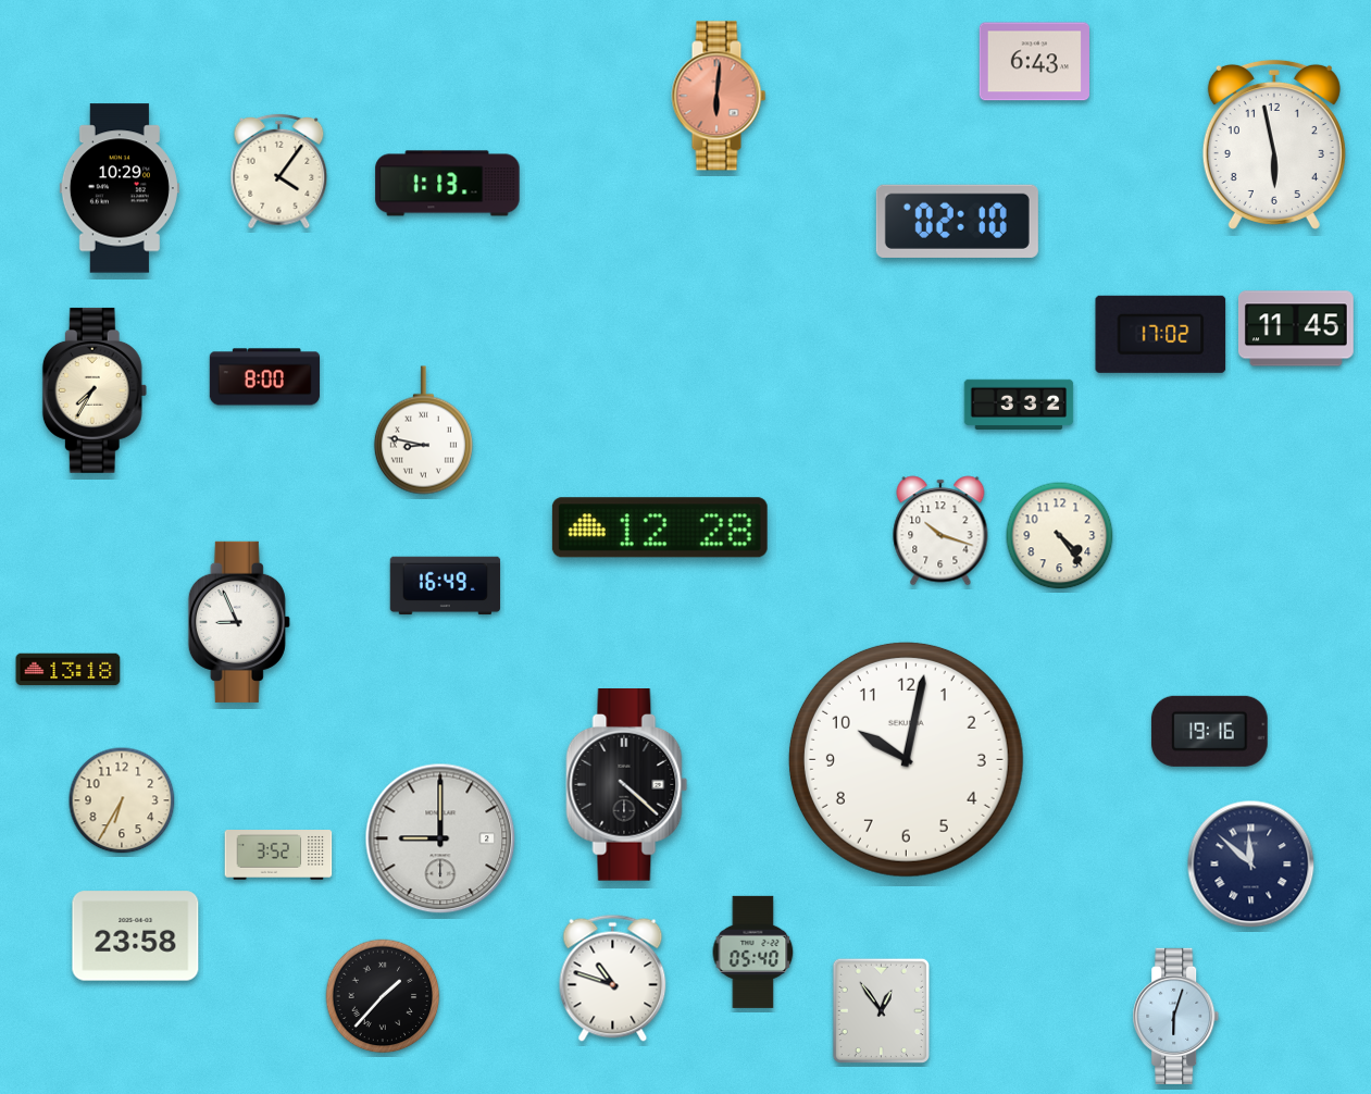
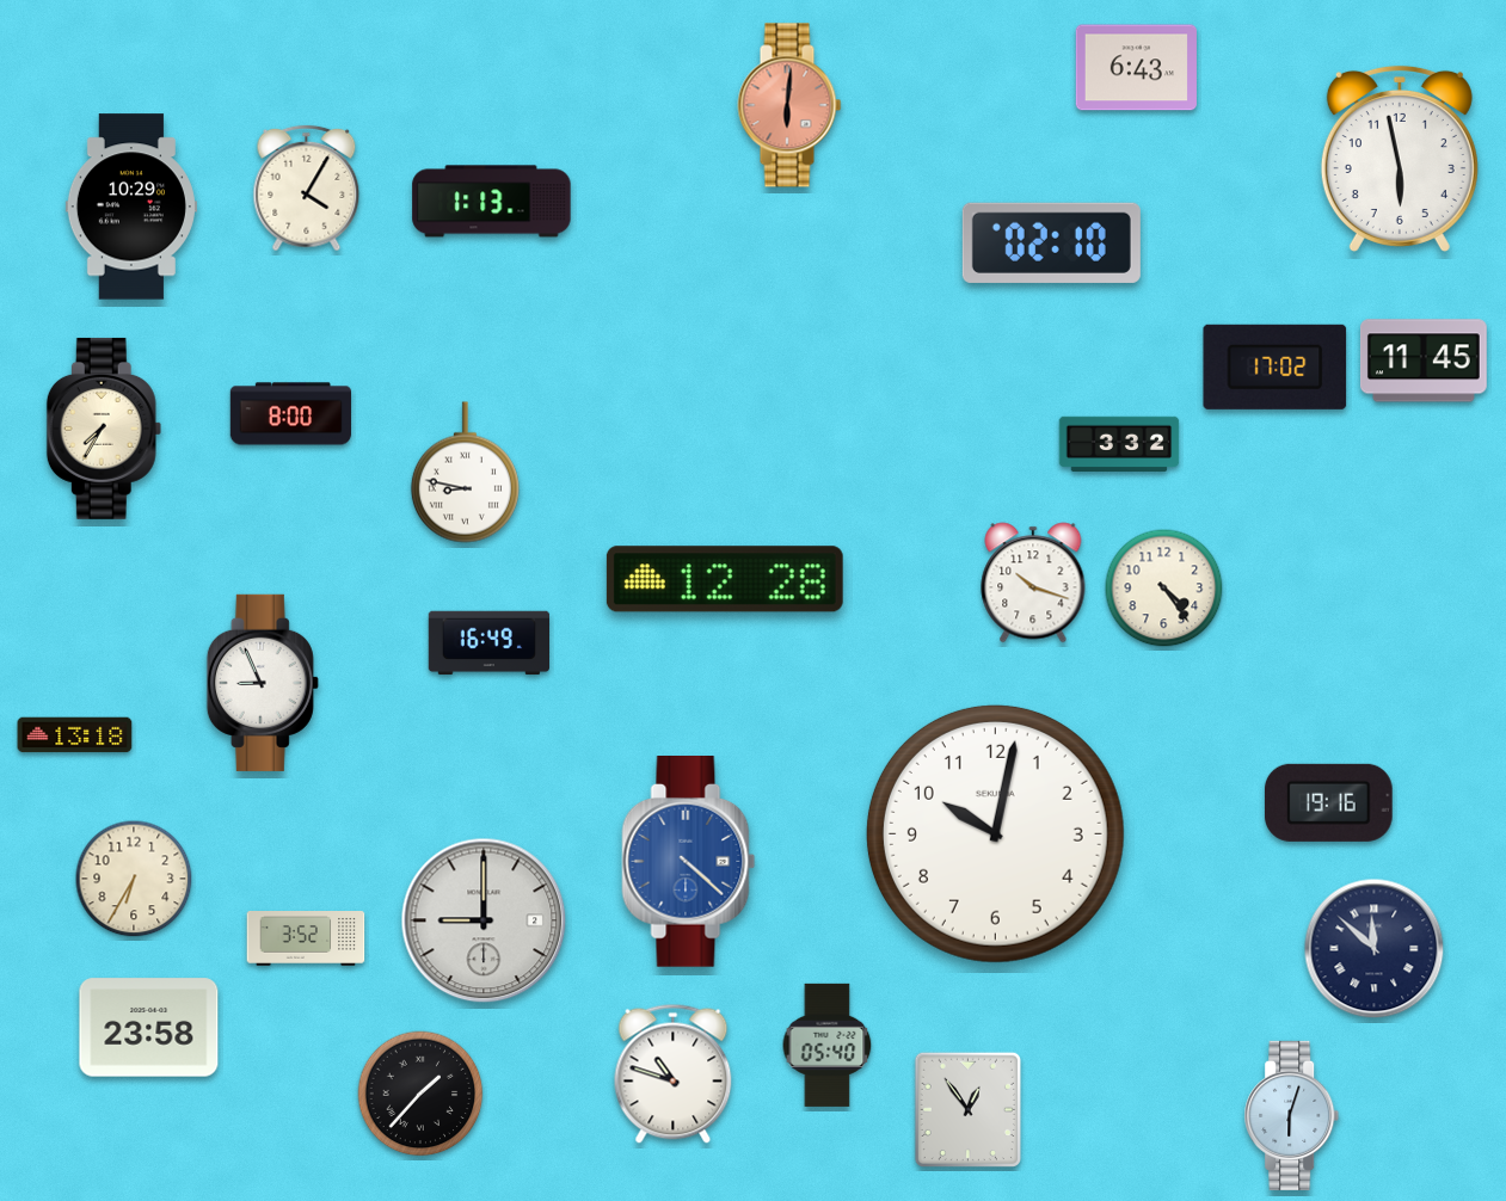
clock at (279, 172): 4:06 -> 4:05
clock at (627, 785) dial: black -> blue
